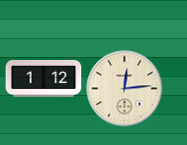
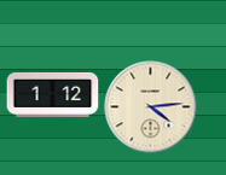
clock at (125, 89): 12:14 -> 4:14
